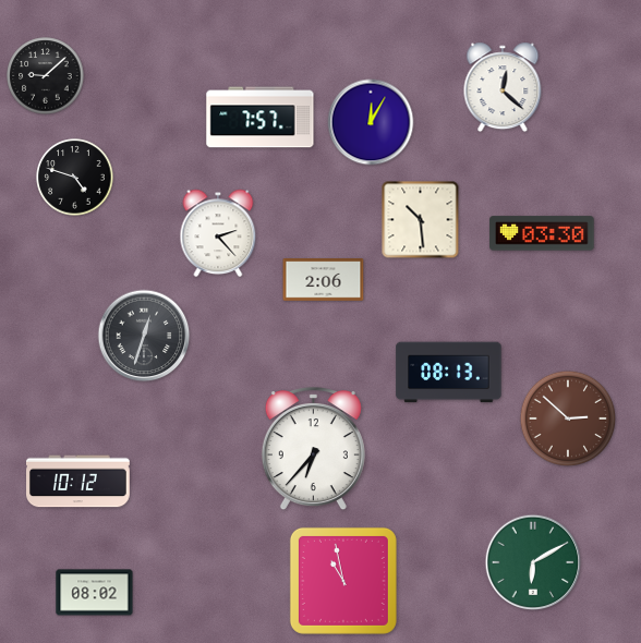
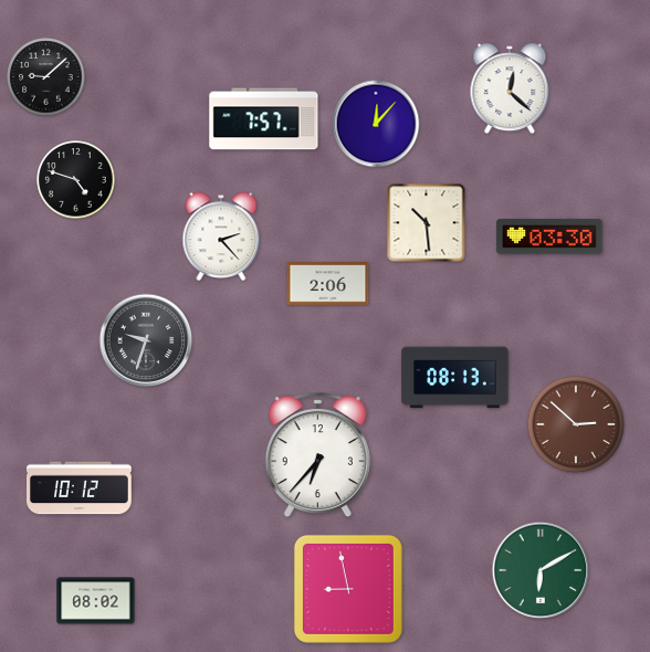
clock at (371, 122): 12:05 -> 12:07
clock at (144, 336): 12:33 -> 9:33
clock at (343, 581): 10:58 -> 8:58
